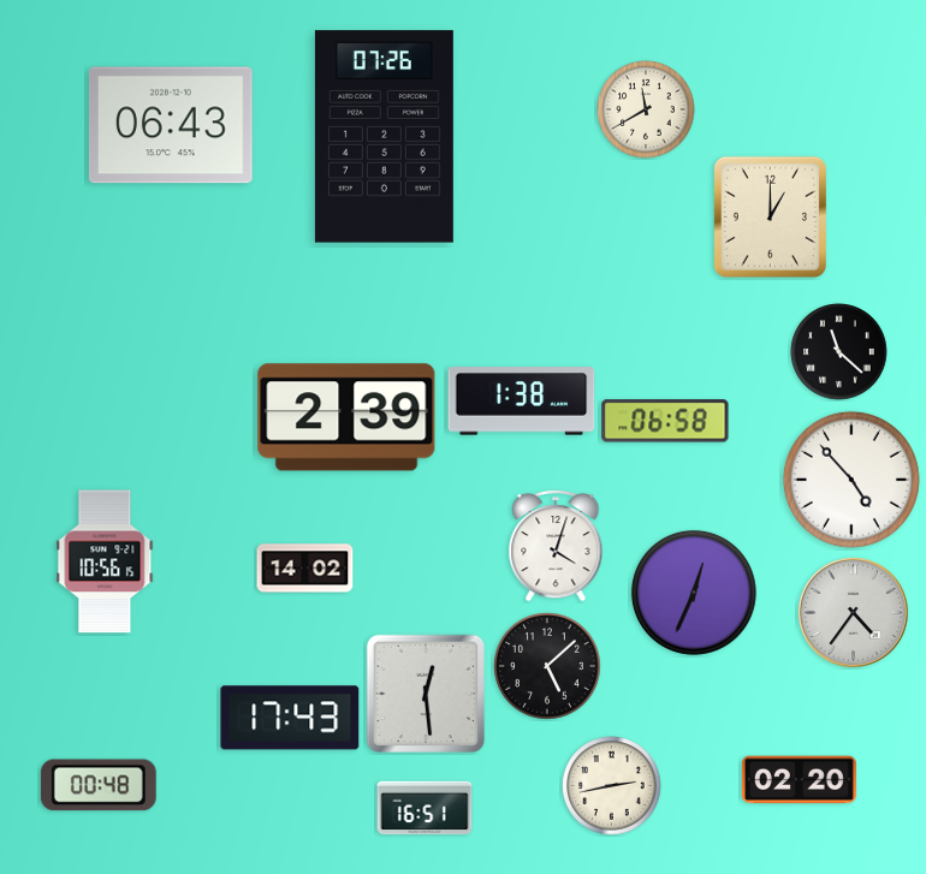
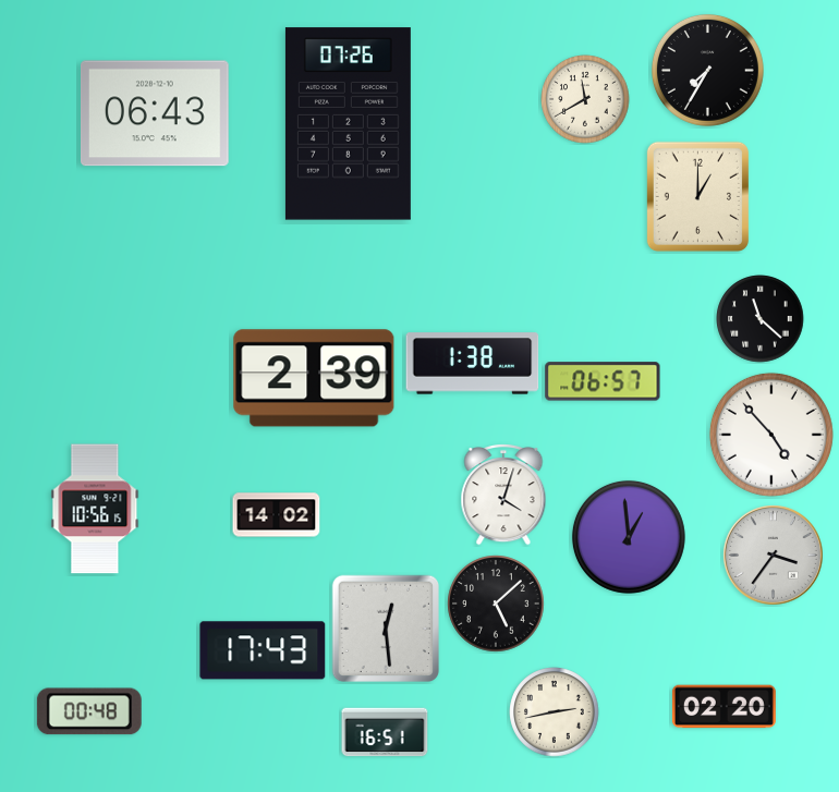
clock at (707, 70): none -> 7:35
clock at (665, 421): 06:58 -> 06:57
clock at (694, 593): 12:34 -> 12:59
clock at (854, 613): 4:36 -> 3:36
